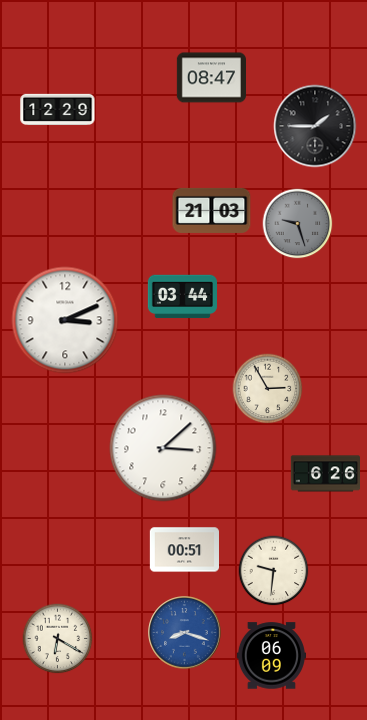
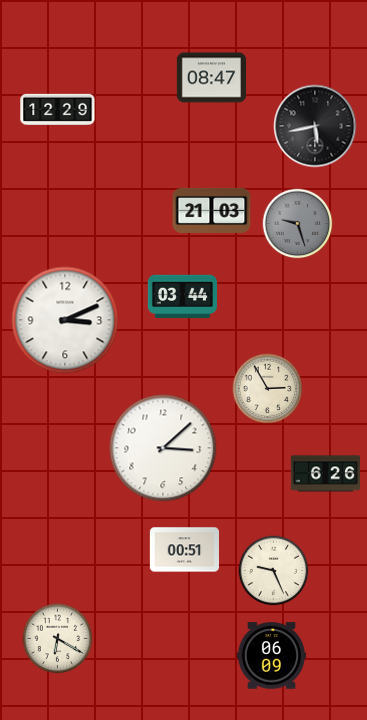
clock at (315, 126): 1:45 -> 5:43
clock at (274, 571): 9:31 -> 9:26
clock at (185, 633): 8:18 -> none
